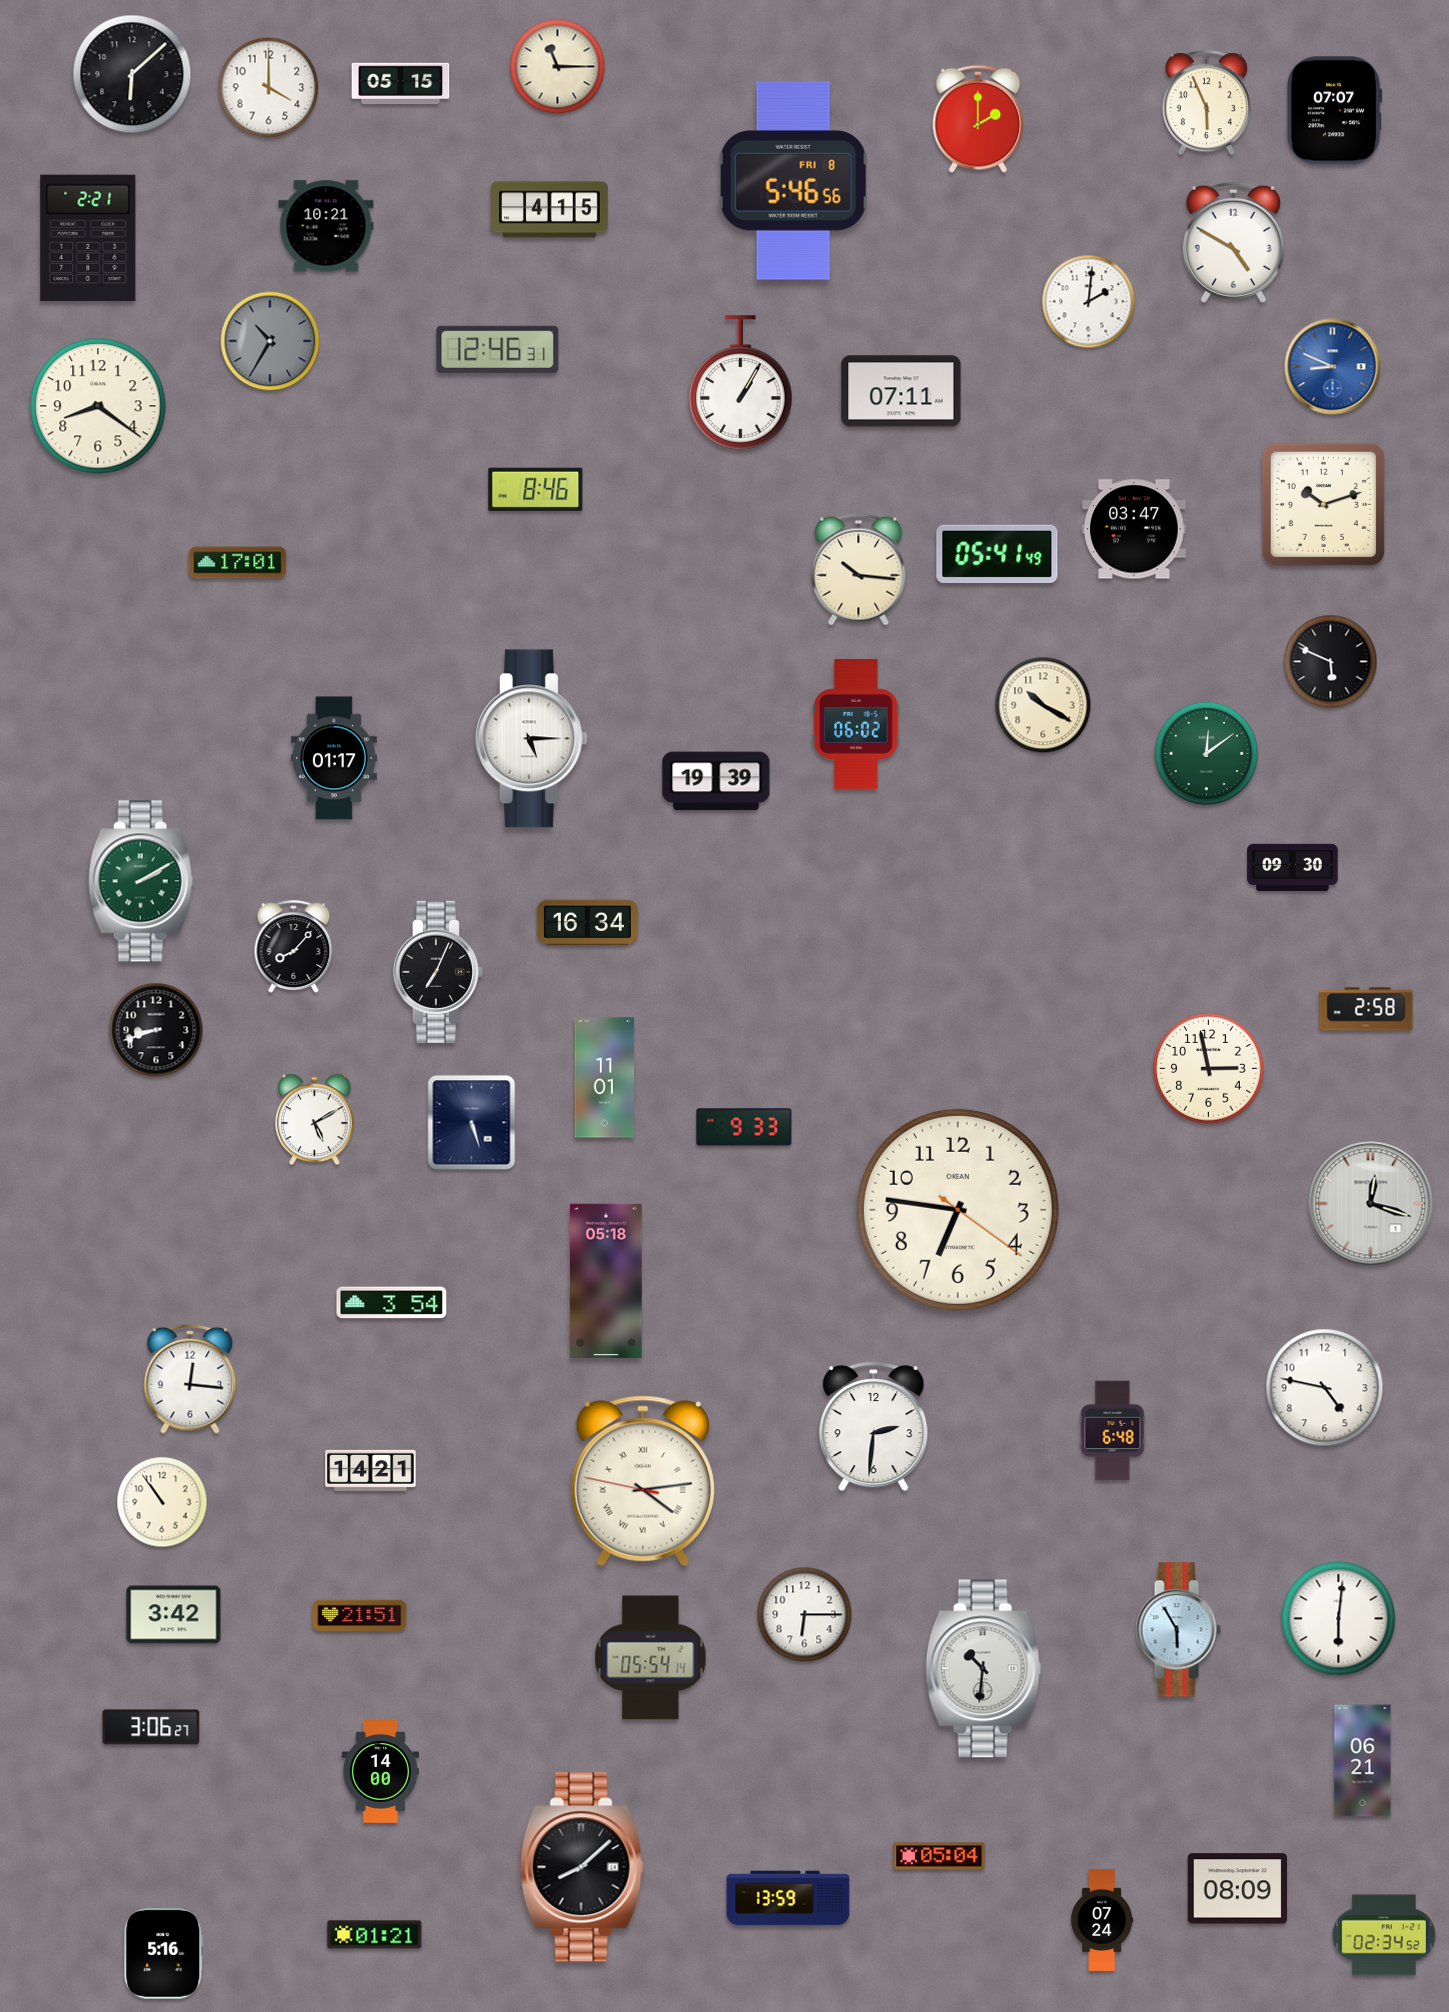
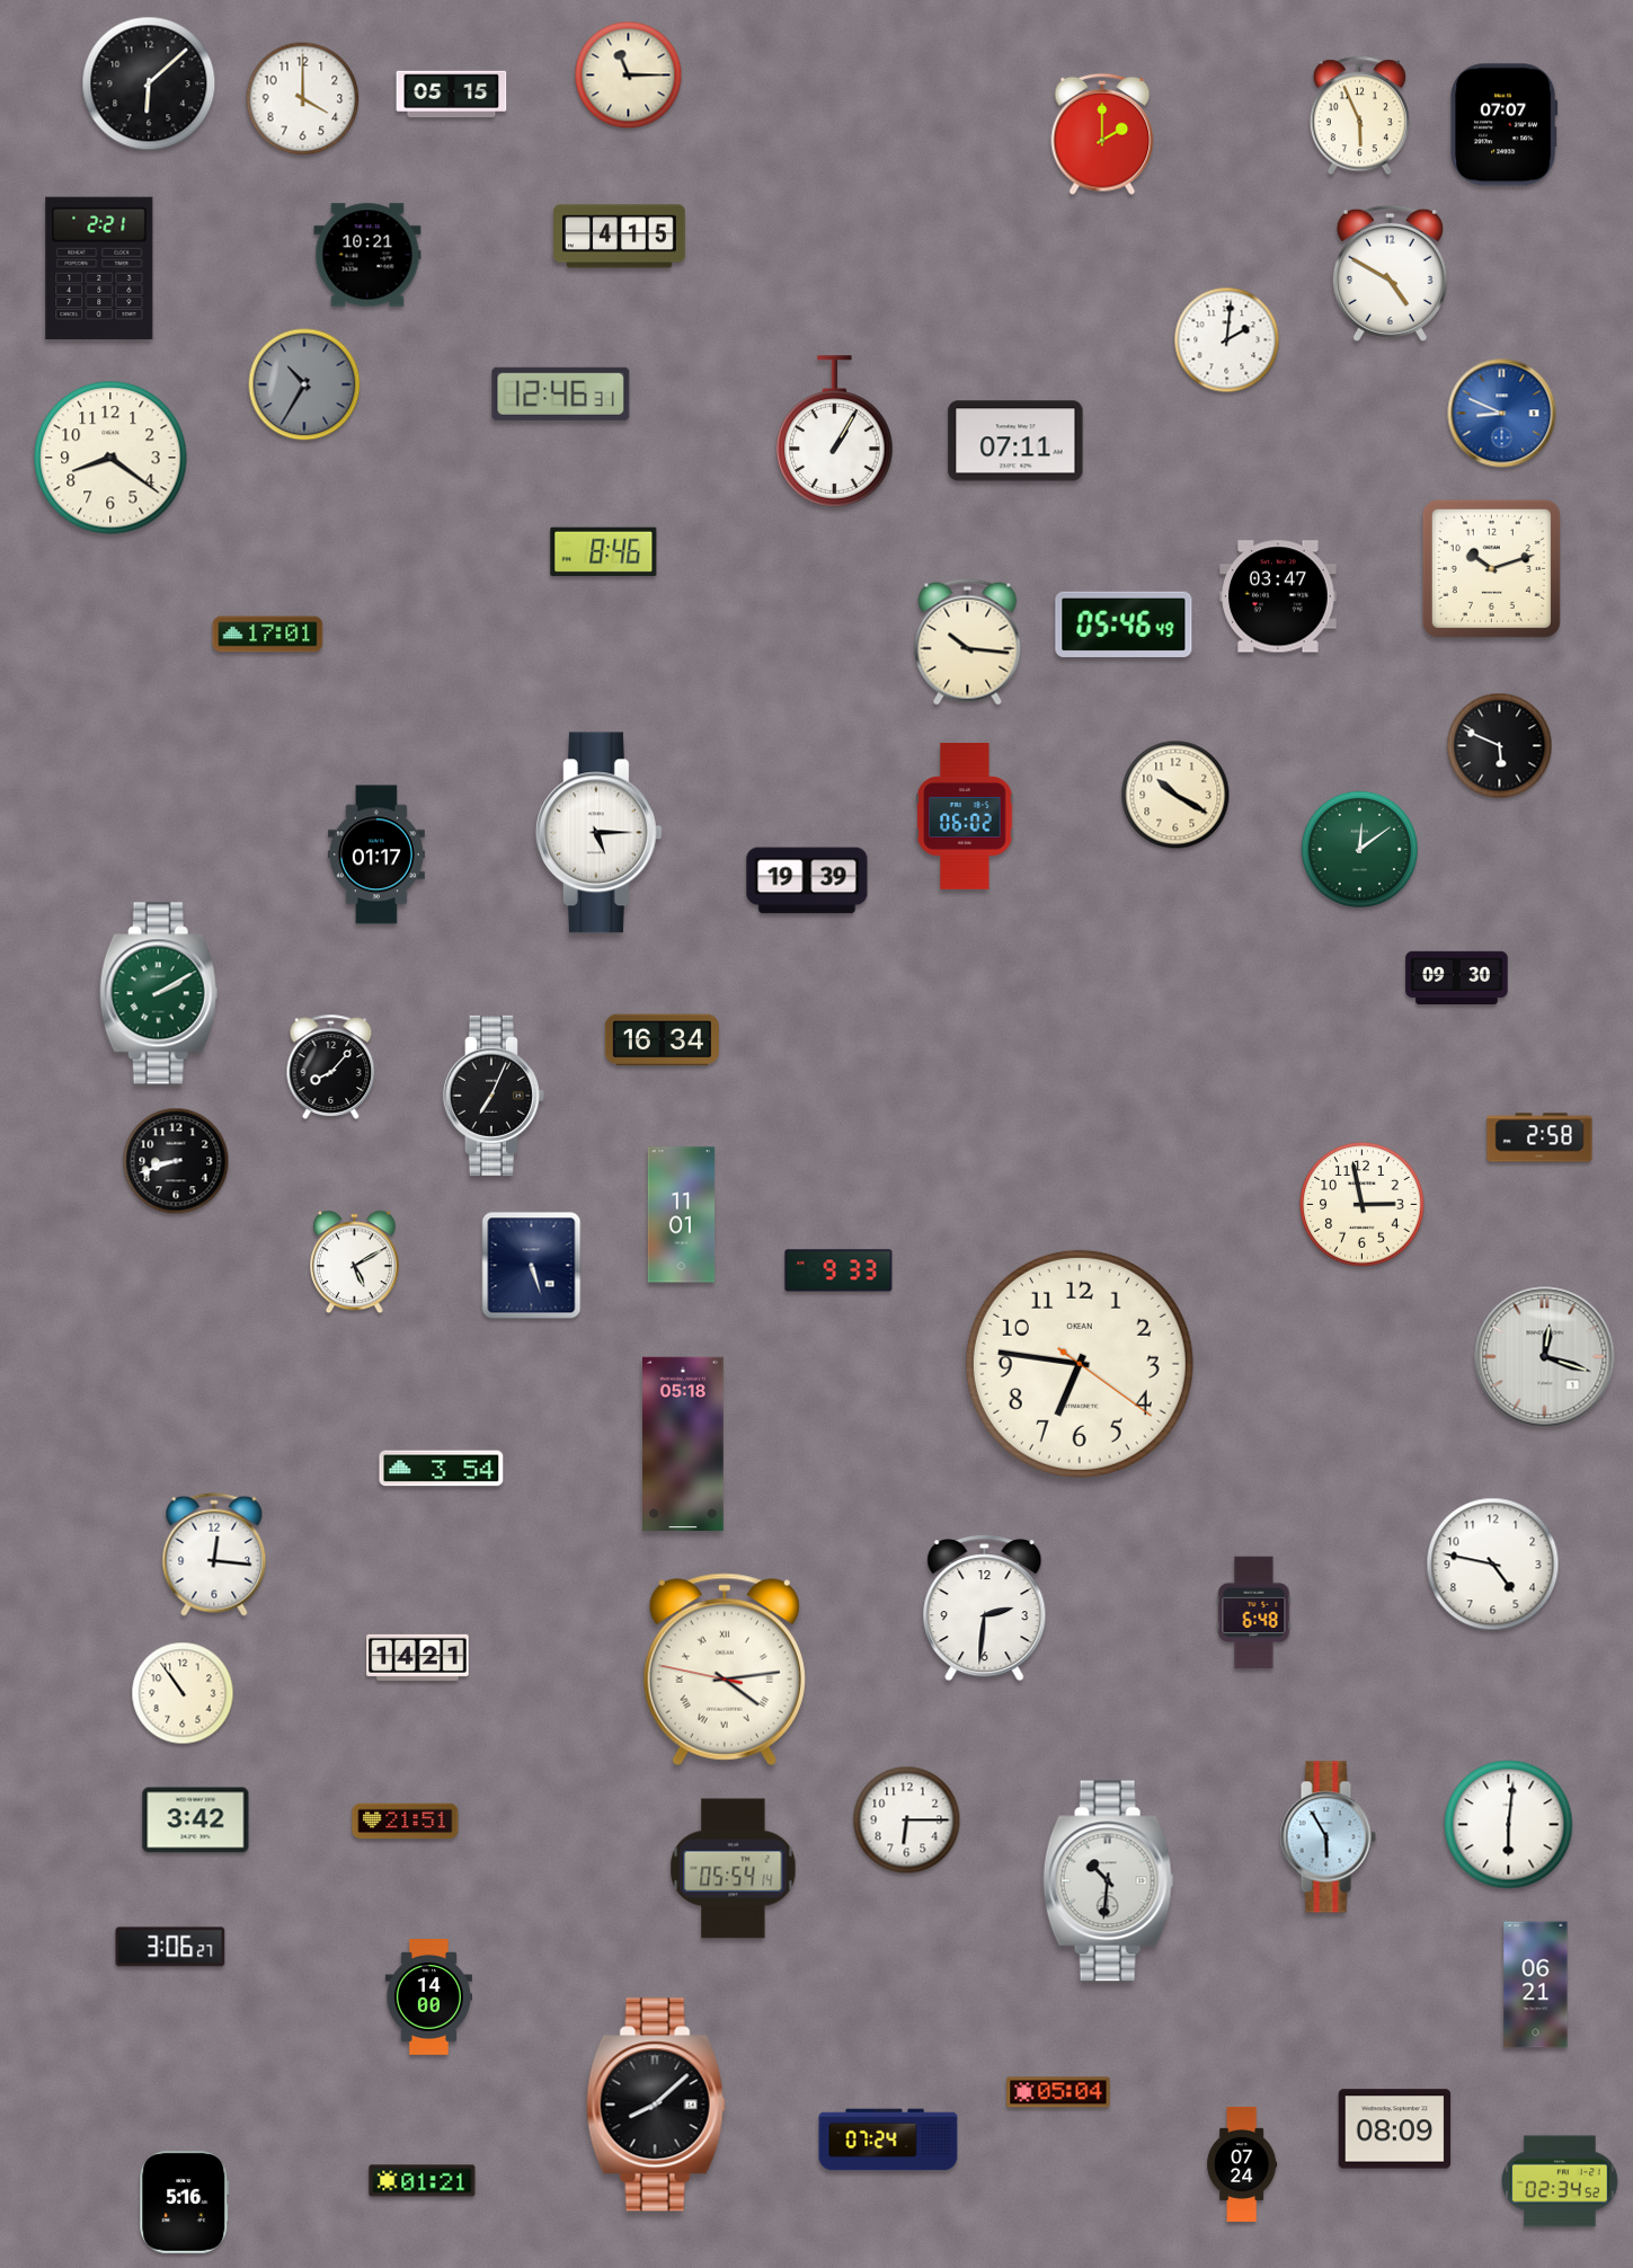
clock at (794, 181): 5:46 -> none
clock at (997, 553): 05:41 -> 05:46
clock at (788, 1898): 13:59 -> 07:24
